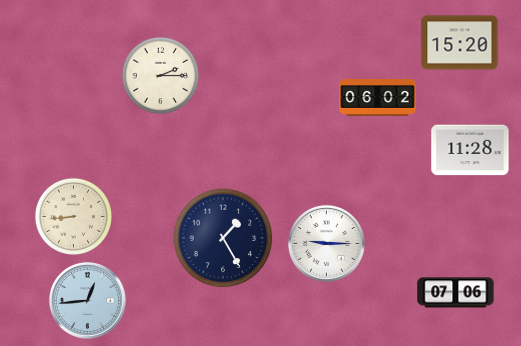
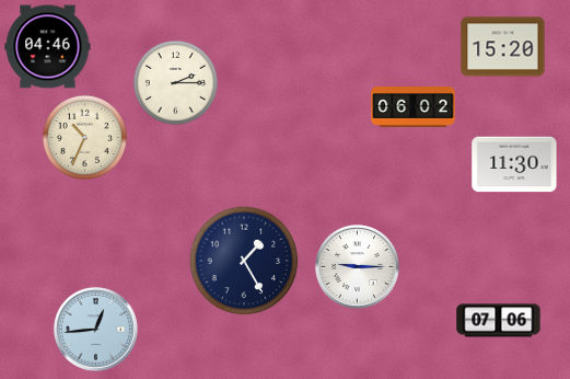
clock at (48, 47): none -> 04:46
clock at (84, 137): none -> 10:34
clock at (470, 150): 11:28 -> 11:30
clock at (73, 216): 8:44 -> none
